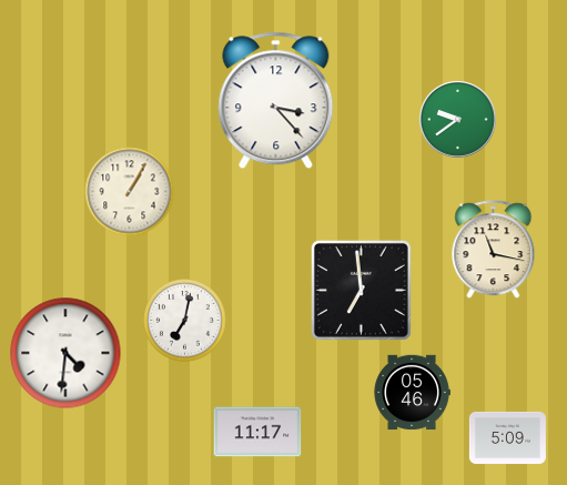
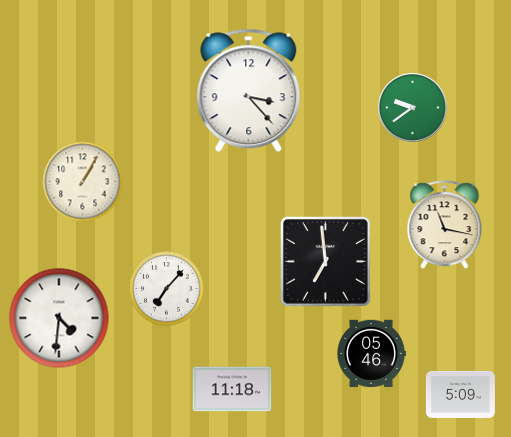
clock at (130, 192) position: (130, 192) -> (83, 182)
clock at (185, 321): 7:02 -> 7:07
clock at (257, 432): 11:17 -> 11:18
clock at (507, 437) position: (507, 437) -> (460, 394)
